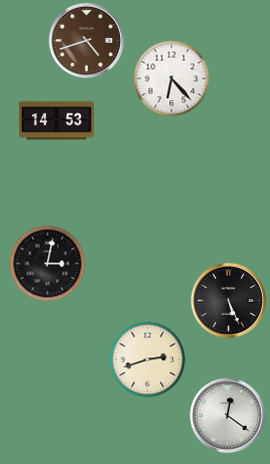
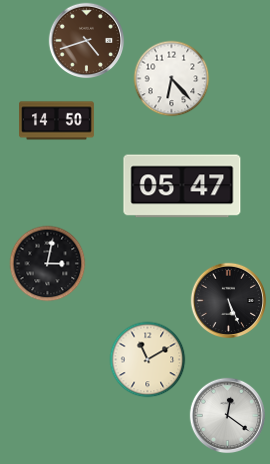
clock at (57, 121): 14:53 -> 14:50
clock at (182, 186): none -> 05:47
clock at (148, 360): 2:42 -> 11:10
